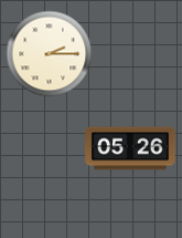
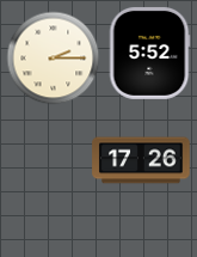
clock at (149, 53): none -> 5:52
clock at (130, 148): 05:26 -> 17:26
